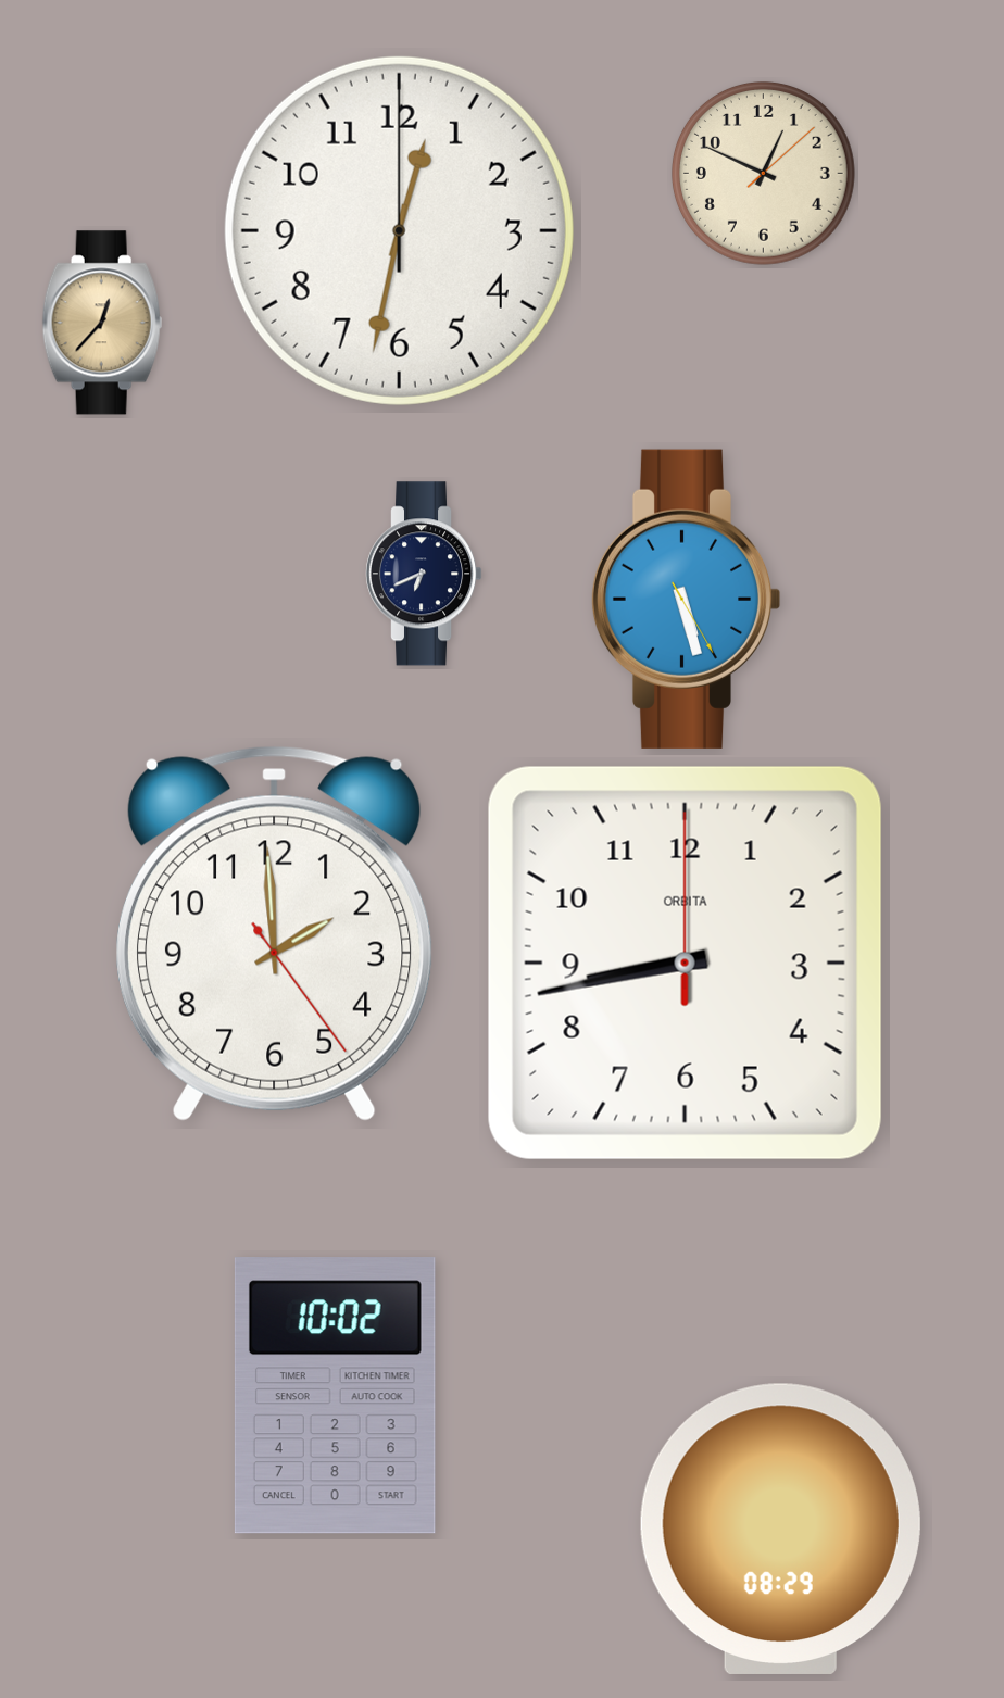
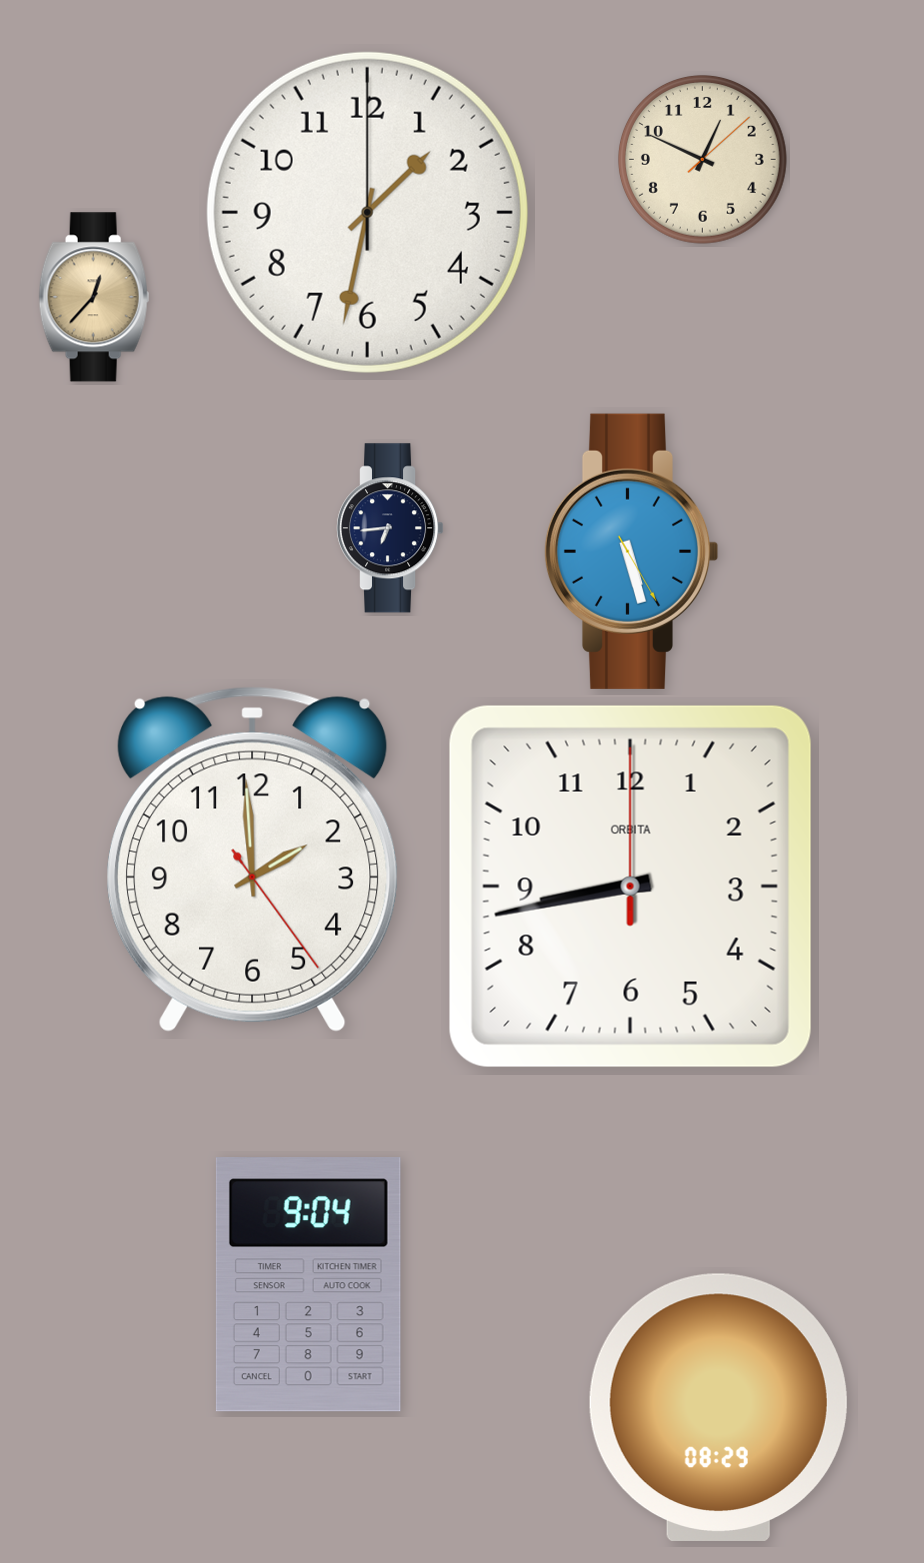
clock at (399, 230): 12:32 -> 1:32
clock at (424, 574): 6:41 -> 6:44
clock at (335, 1396): 10:02 -> 9:04
